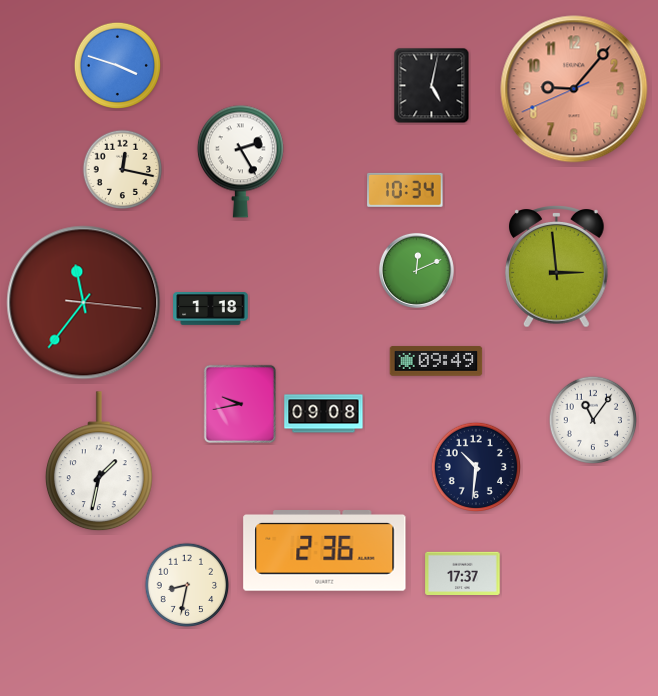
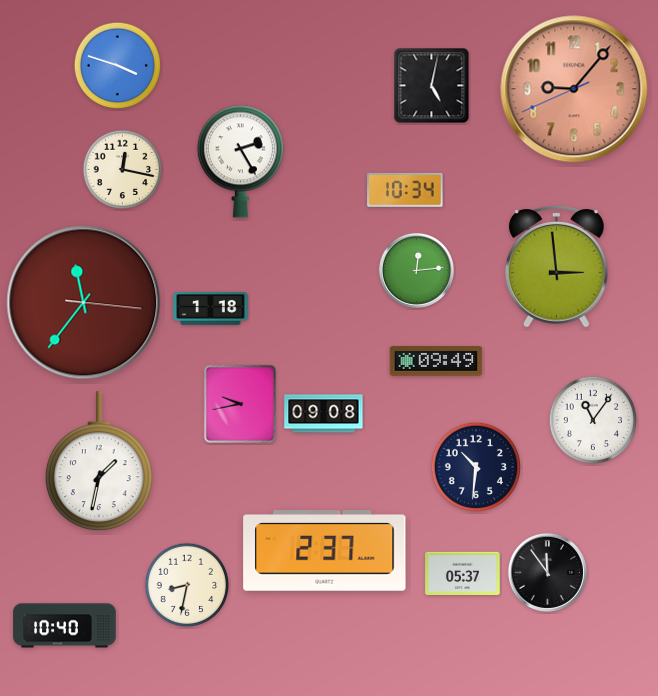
clock at (416, 270): 12:11 -> 12:14
clock at (325, 551): 2:36 -> 2:37
clock at (547, 572): none -> 11:54
clock at (463, 573): 17:37 -> 05:37
clock at (65, 626): none -> 10:40
